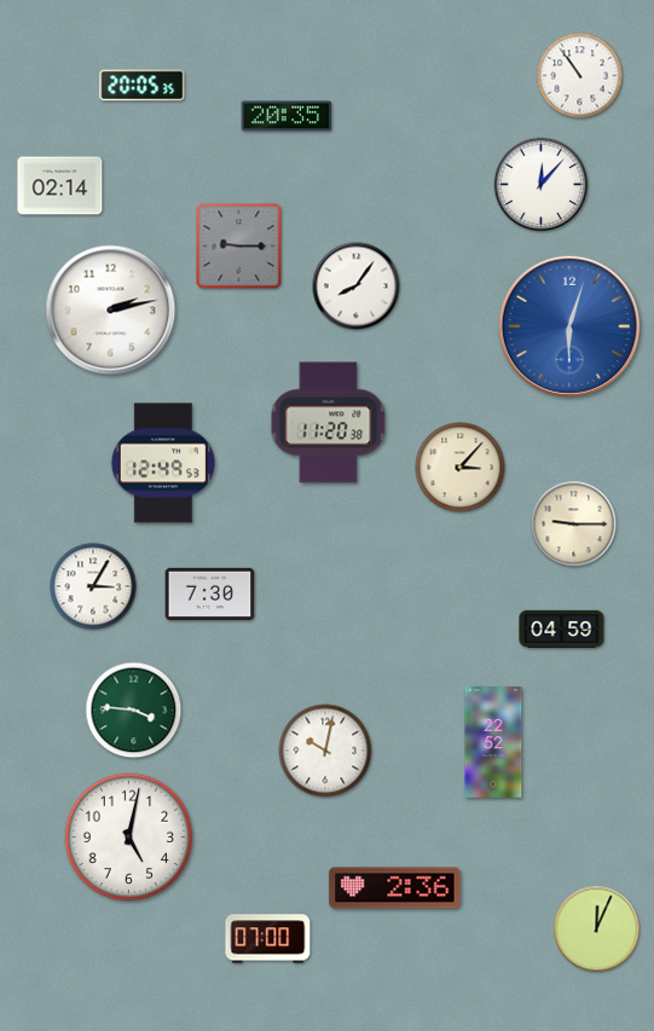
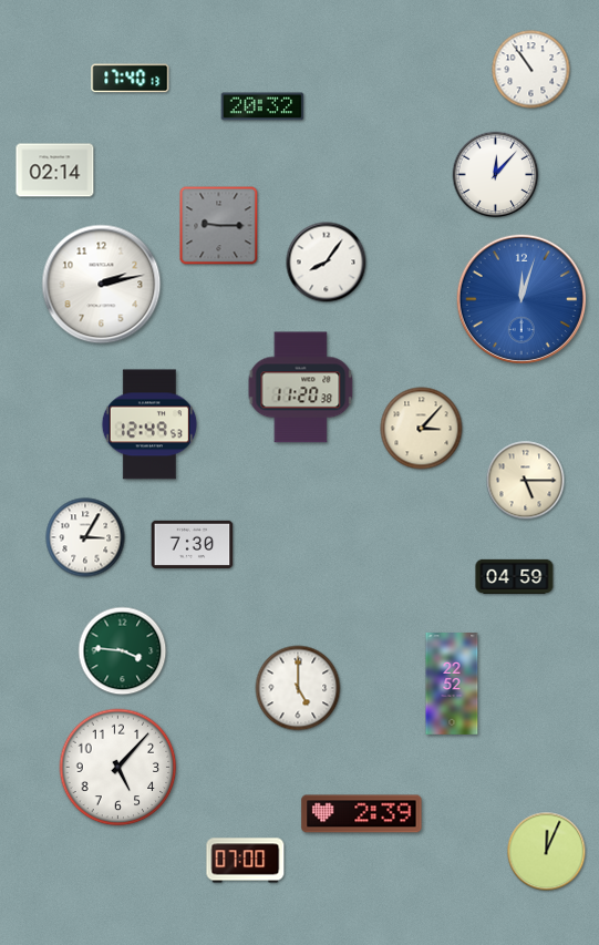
clock at (143, 86): 20:05 -> 17:40
clock at (287, 116): 20:35 -> 20:32
clock at (542, 185) position: (542, 185) -> (496, 175)
clock at (569, 326): 6:03 -> 12:03
clock at (574, 525): 9:15 -> 5:15
clock at (493, 743) position: (493, 743) -> (452, 685)
clock at (325, 751): 10:02 -> 5:00
clock at (129, 838): 5:02 -> 5:07
clock at (395, 888): 2:36 -> 2:39
